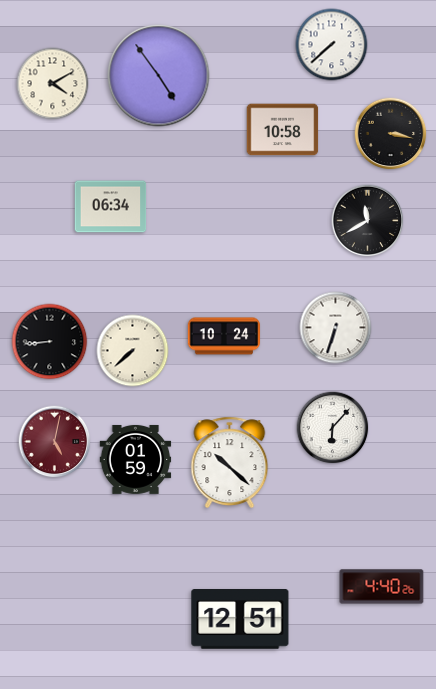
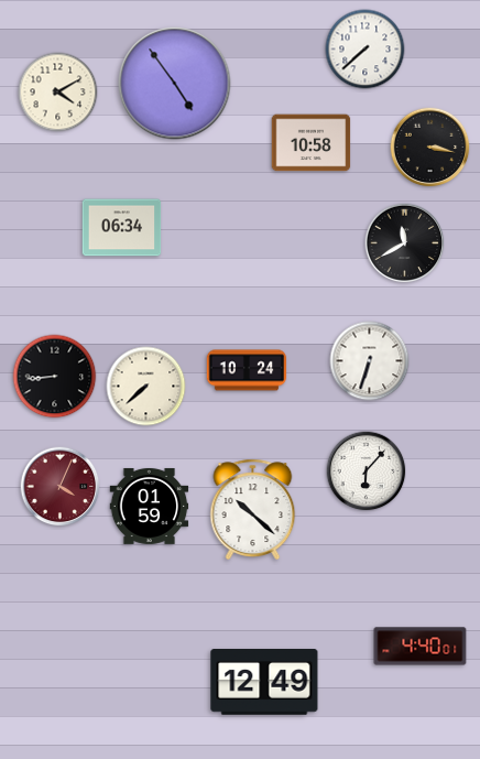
clock at (55, 442): 5:02 -> 4:04
clock at (382, 587): 4:40:26 -> 4:40:01
clock at (240, 620): 12:51 -> 12:49
